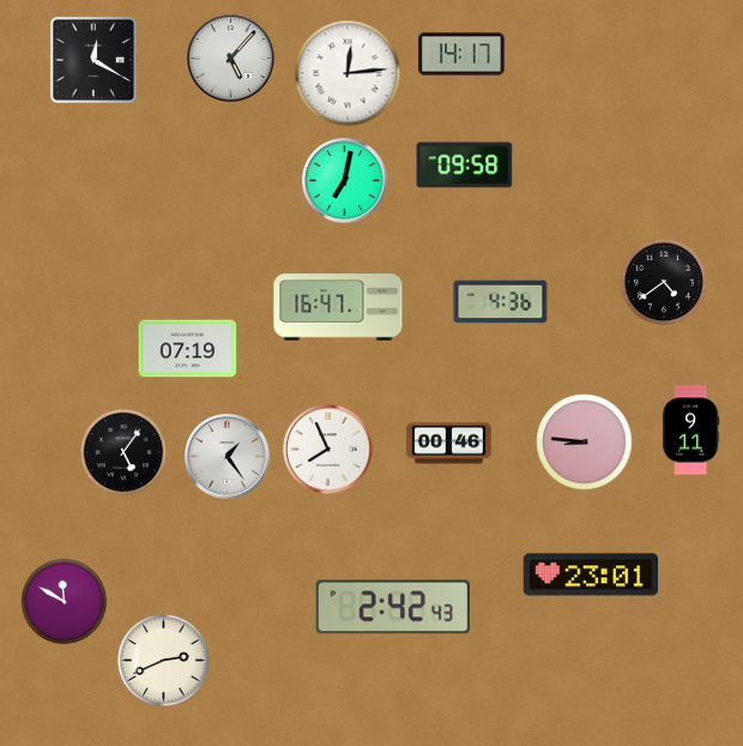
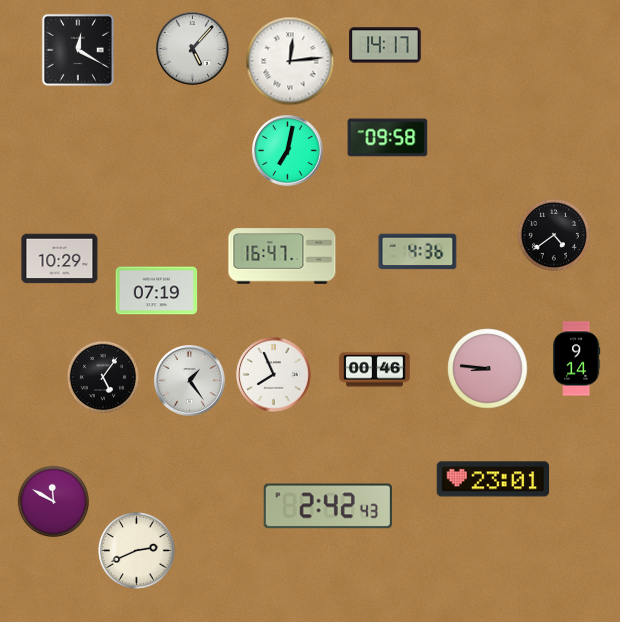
clock at (60, 259): none -> 10:29
clock at (691, 431): 9:11 -> 9:14
